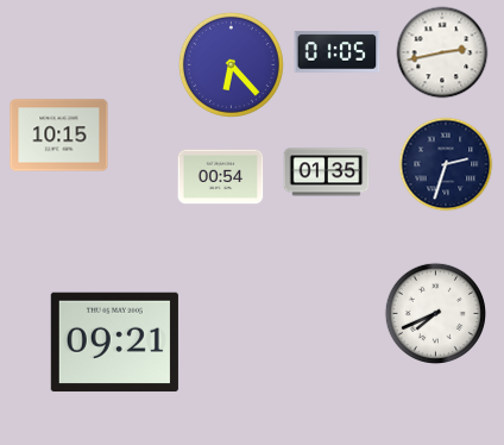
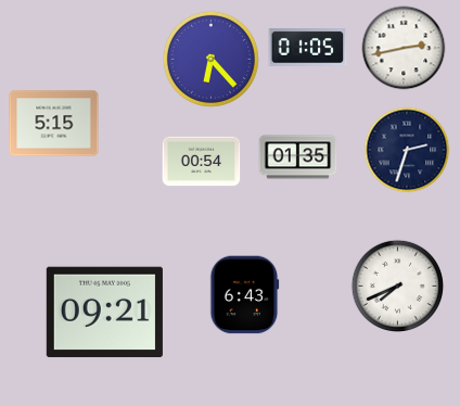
clock at (59, 136): 10:15 -> 5:15
clock at (245, 295): none -> 6:43
